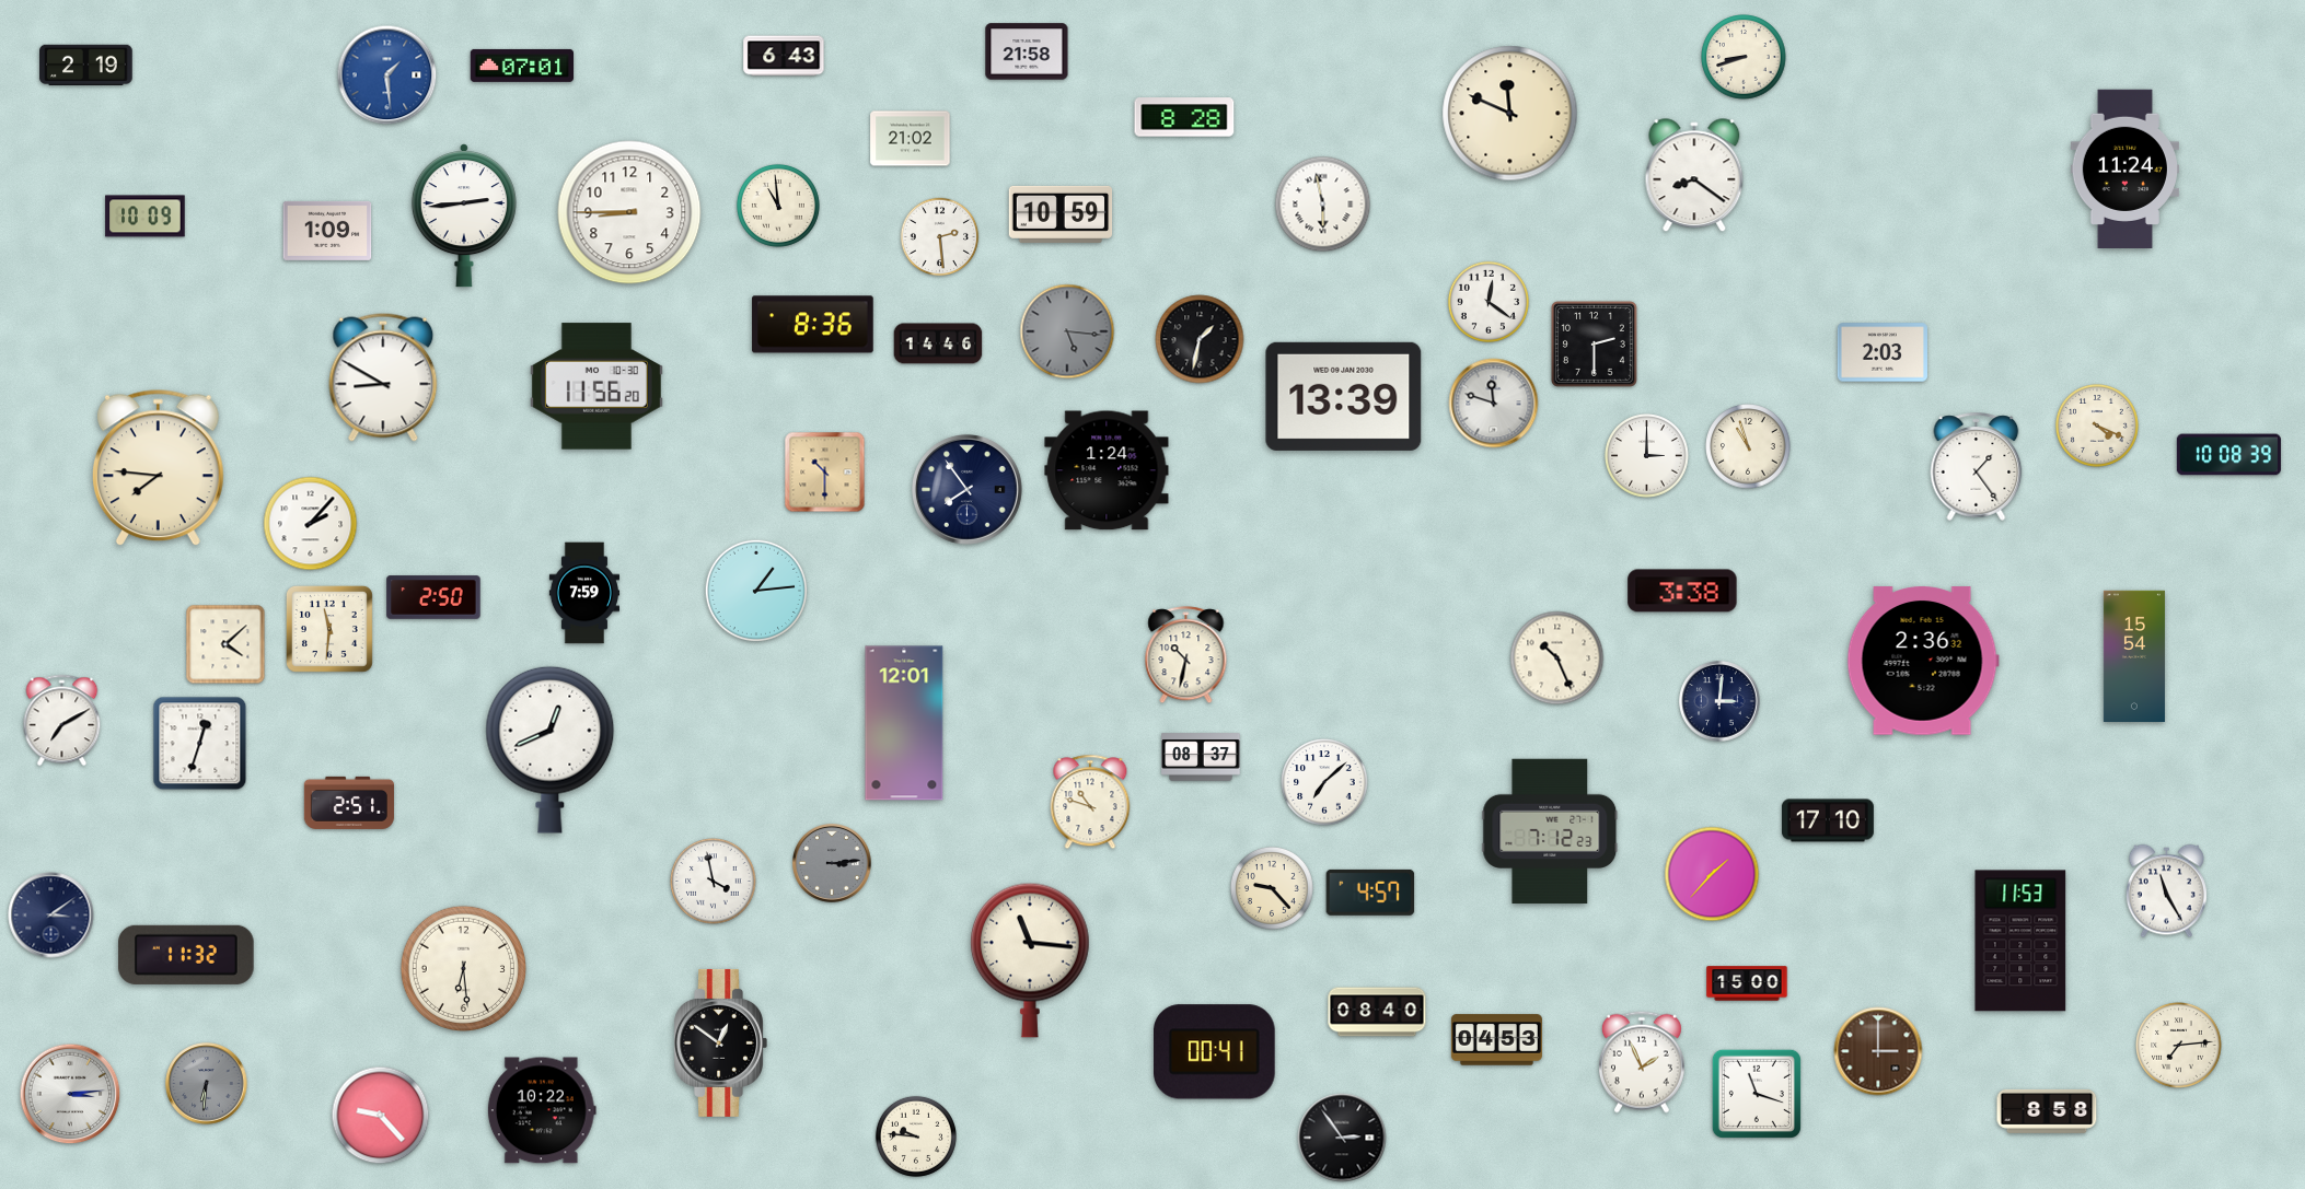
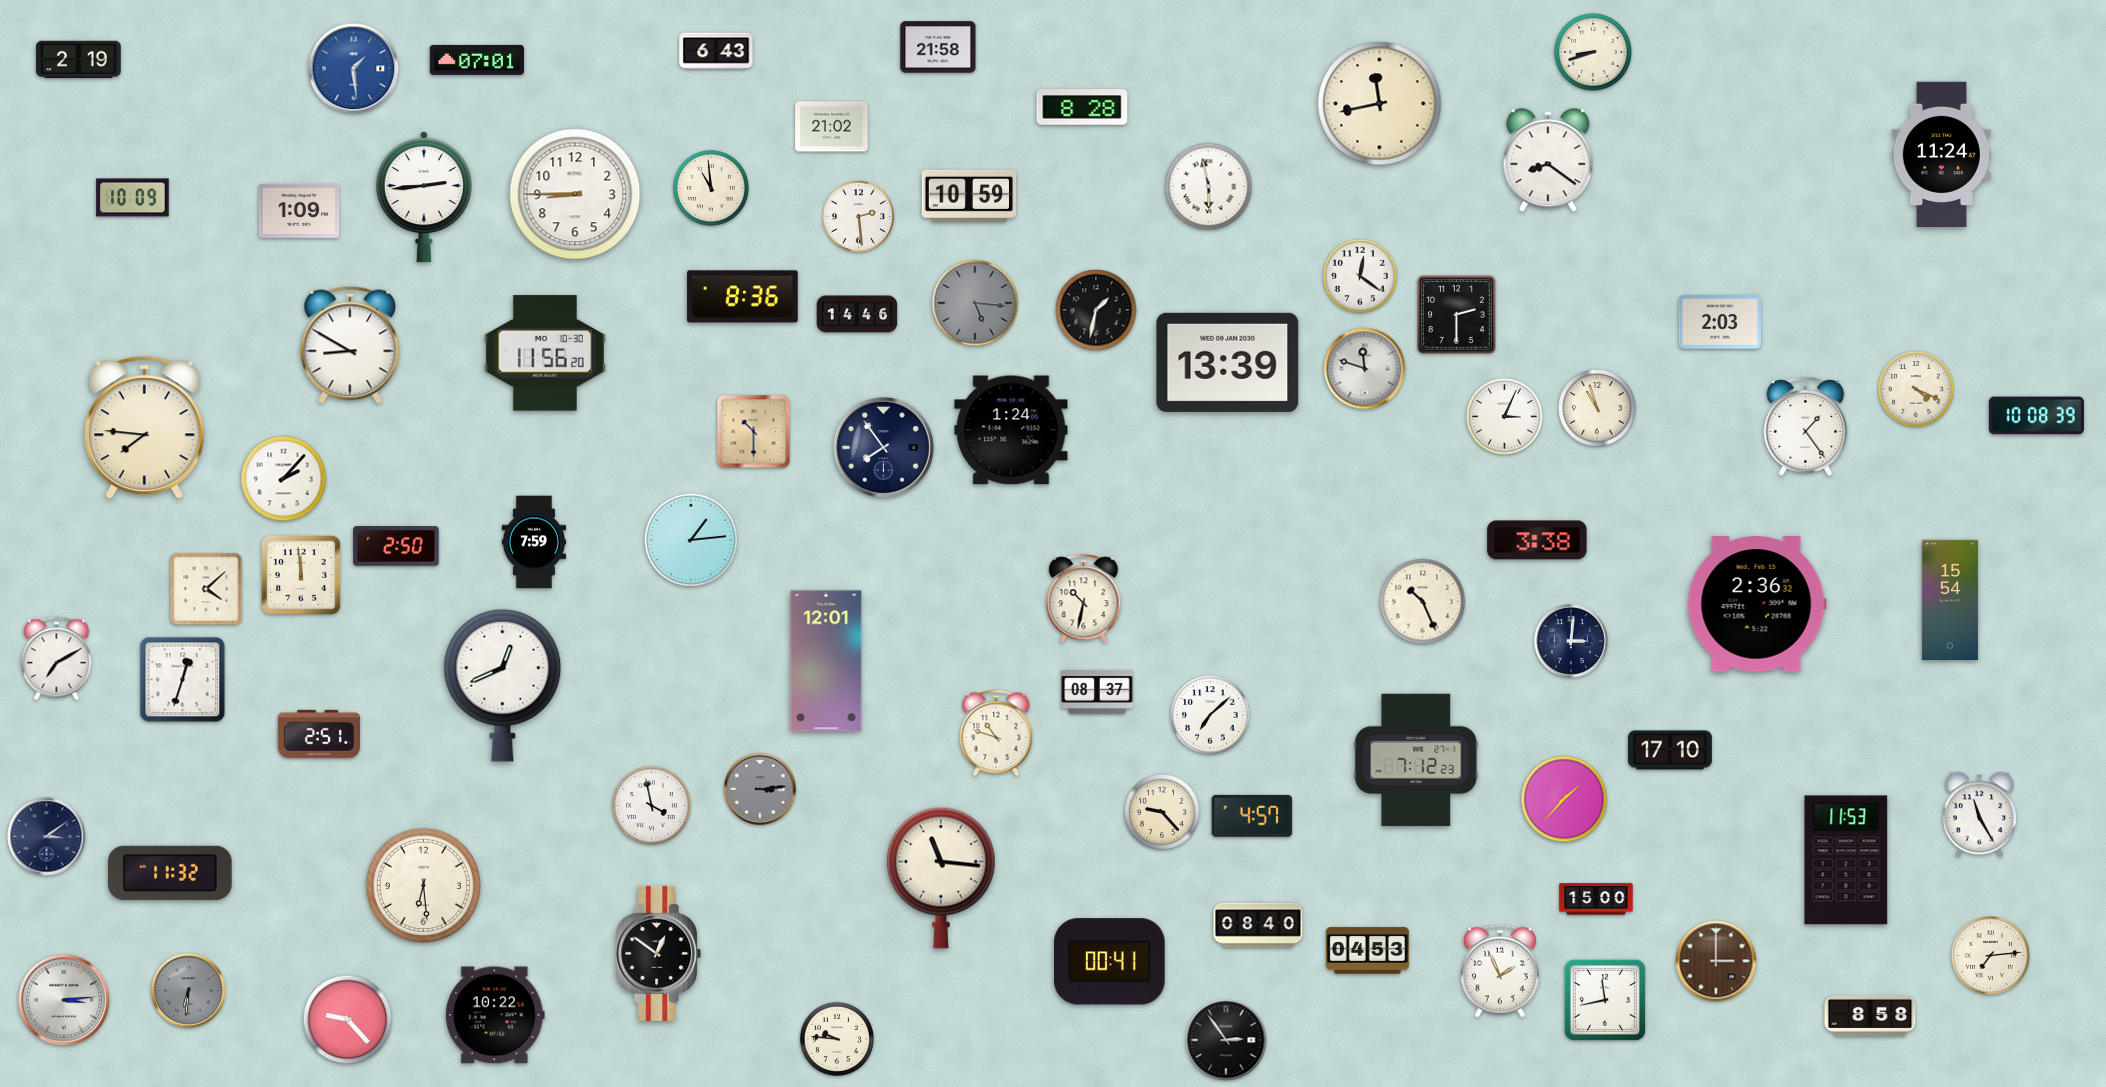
clock at (1510, 114): 11:49 -> 11:43
clock at (1647, 456): 3:00 -> 3:04
clock at (329, 629): 11:31 -> 11:59
clock at (1757, 1094): 11:18 -> 11:43
